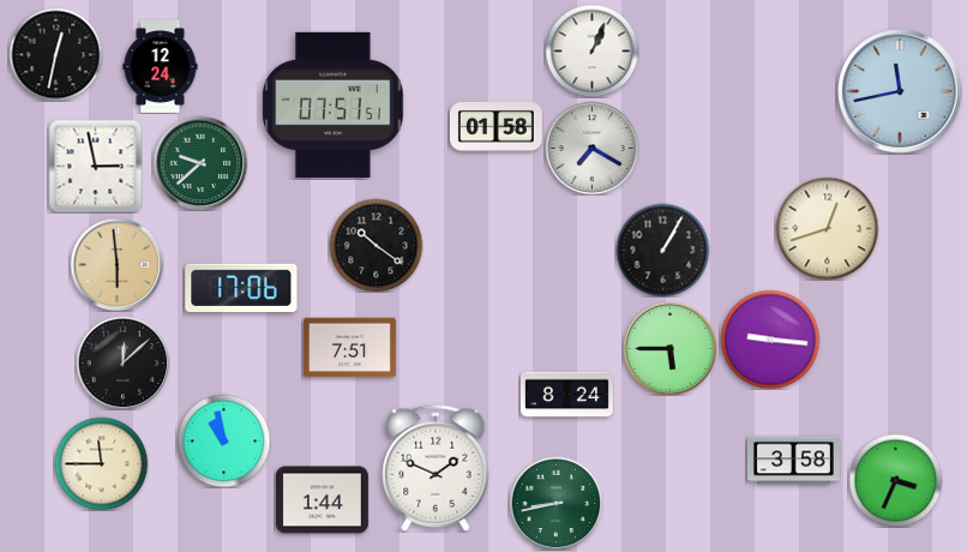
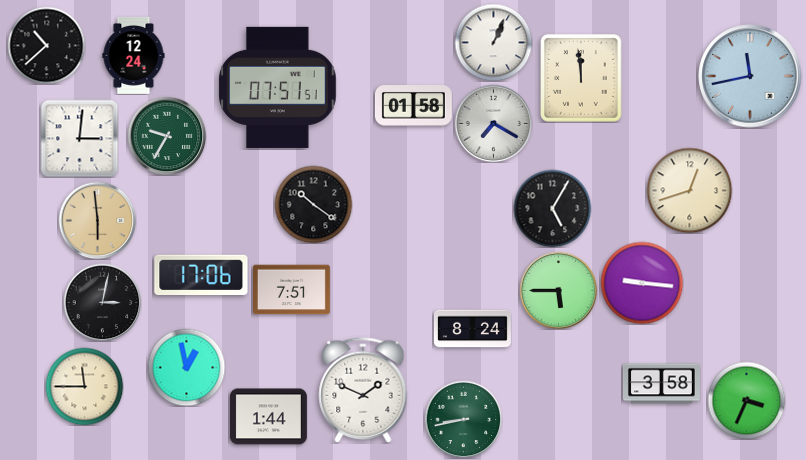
clock at (55, 54): 12:32 -> 10:38
clock at (581, 78): none -> 11:59
clock at (200, 163): 9:38 -> 9:35
clock at (95, 166): 2:58 -> 3:01
clock at (662, 250): 1:05 -> 5:05
clock at (241, 288) position: (241, 288) -> (201, 275)
clock at (122, 362): 12:08 -> 3:02
clock at (223, 440): 10:58 -> 12:58
